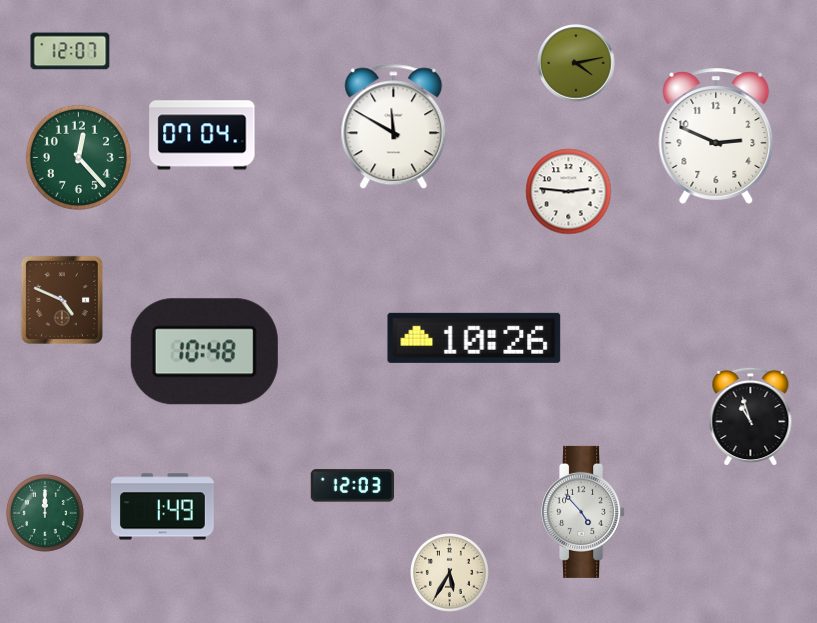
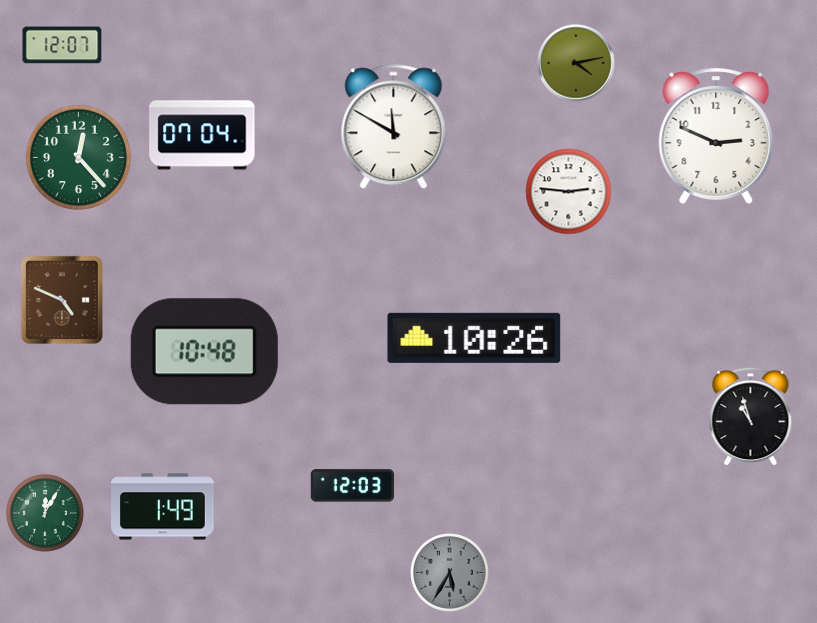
clock at (70, 51) position: (70, 51) -> (62, 45)
clock at (584, 512): 4:53 -> none
clock at (45, 513): 12:00 -> 12:05
clock at (450, 573) dial: cream -> grey
